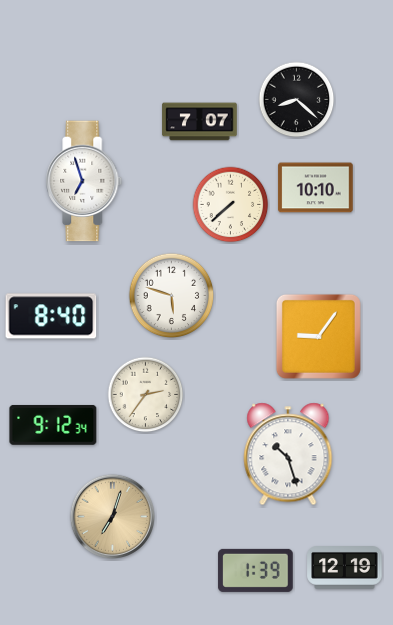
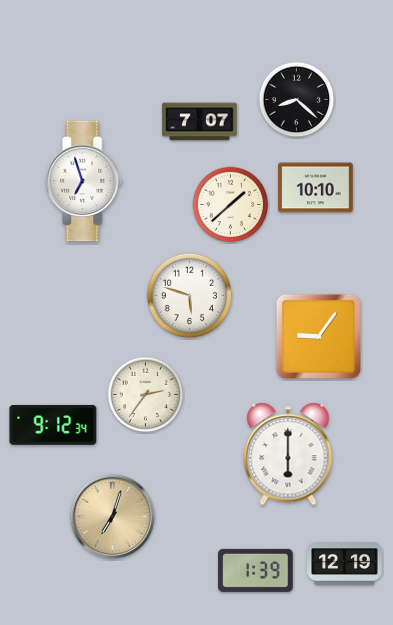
clock at (231, 205): 7:38 -> 1:38
clock at (172, 296) position: (172, 296) -> (190, 296)
clock at (51, 316): 8:40 -> none
clock at (288, 454): 10:27 -> 6:00
clock at (345, 568) position: (345, 568) -> (345, 564)
